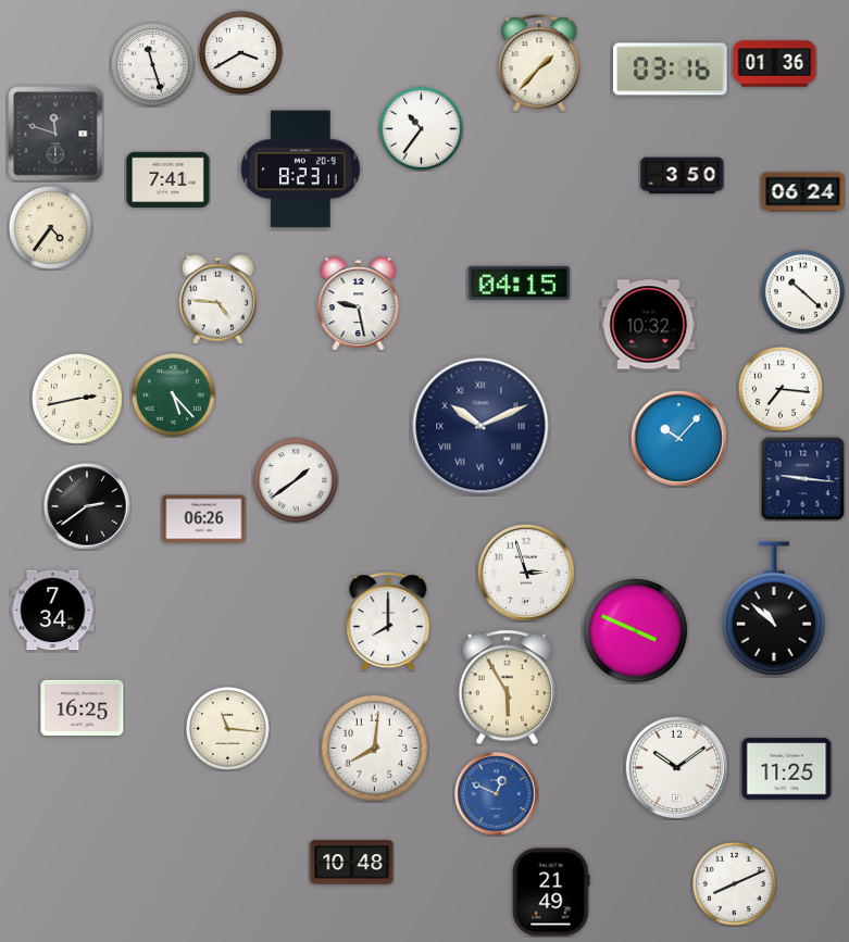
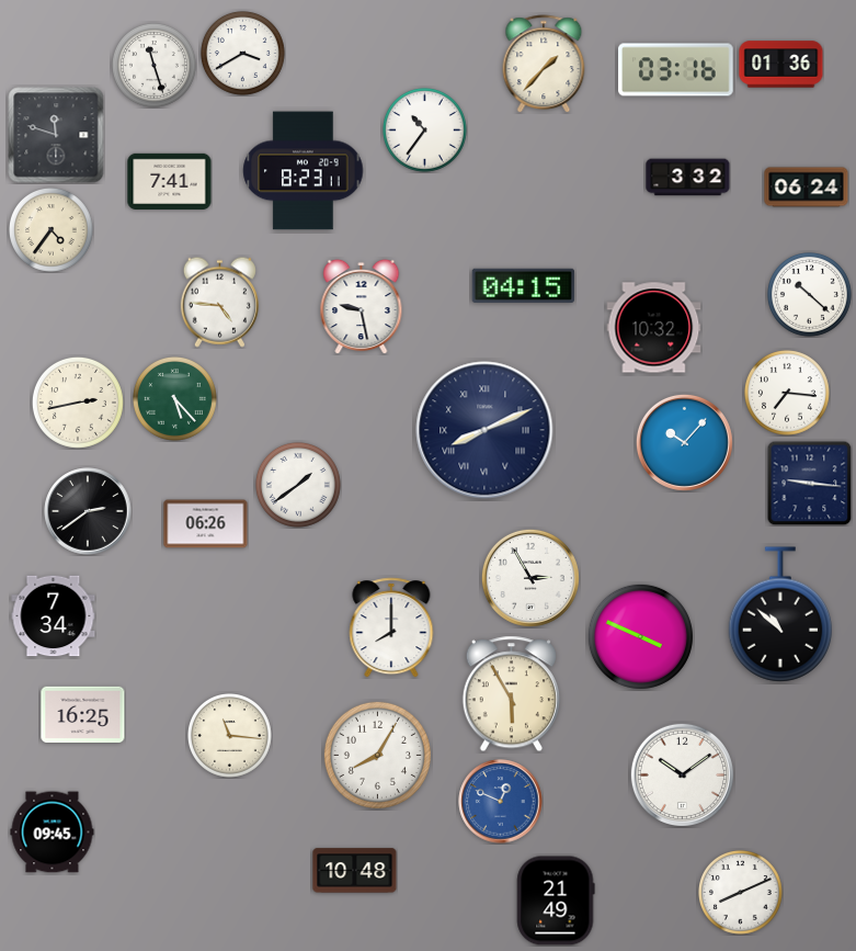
clock at (683, 176): 3:50 -> 3:32
clock at (803, 192) position: (803, 192) -> (807, 188)
clock at (480, 426): 10:11 -> 8:11
clock at (526, 573): 2:57 -> 2:55
clock at (374, 748): 8:01 -> 8:05
clock at (787, 769): 11:25 -> none
clock at (53, 833): none -> 09:45
